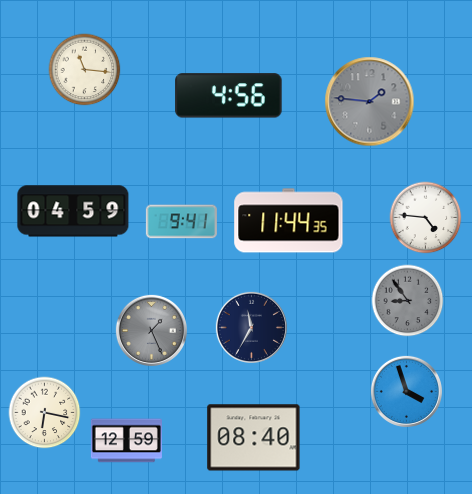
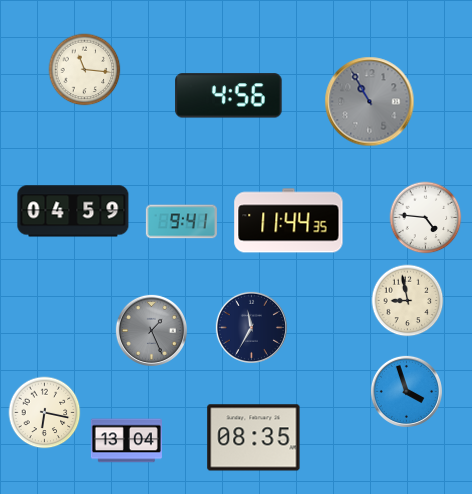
clock at (370, 102): 1:46 -> 10:55
clock at (408, 301): 8:54 -> 8:58
clock at (408, 301) dial: grey -> cream
clock at (254, 438): 08:40 -> 08:35
clock at (126, 441): 12:59 -> 13:04
